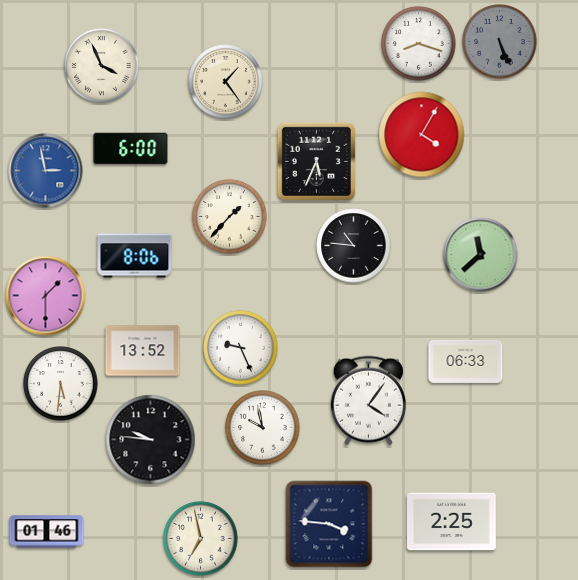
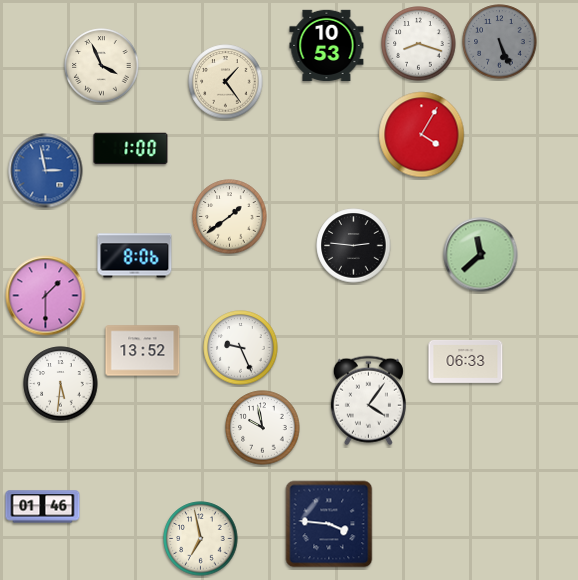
clock at (327, 45): none -> 10:53
clock at (131, 149): 6:00 -> 1:00
clock at (316, 161): 5:34 -> none
clock at (230, 217): 1:37 -> 1:39
clock at (354, 246): 10:46 -> 2:46
clock at (151, 440): 9:46 -> none
clock at (452, 522): 2:25 -> none
clock at (47, 532) position: (47, 532) -> (43, 507)
